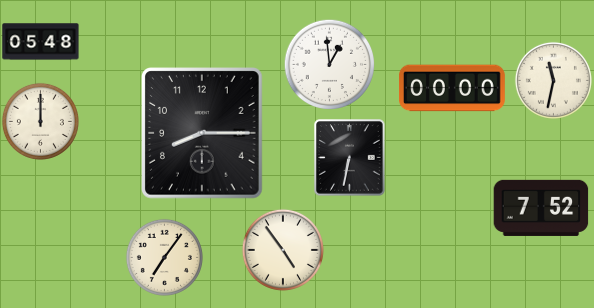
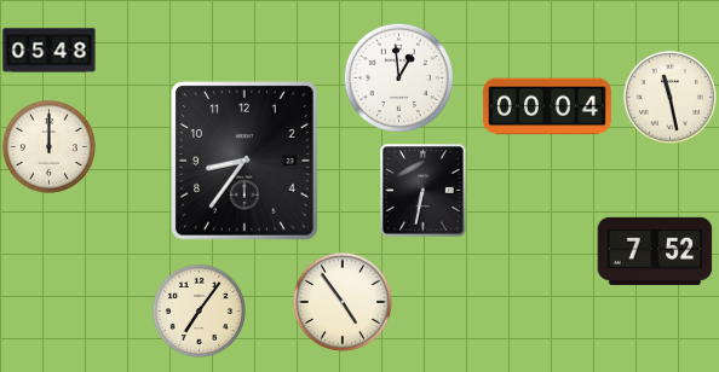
clock at (553, 80): 11:32 -> 11:28
clock at (453, 88): 00:00 -> 00:04
clock at (203, 133): 8:15 -> 8:36
